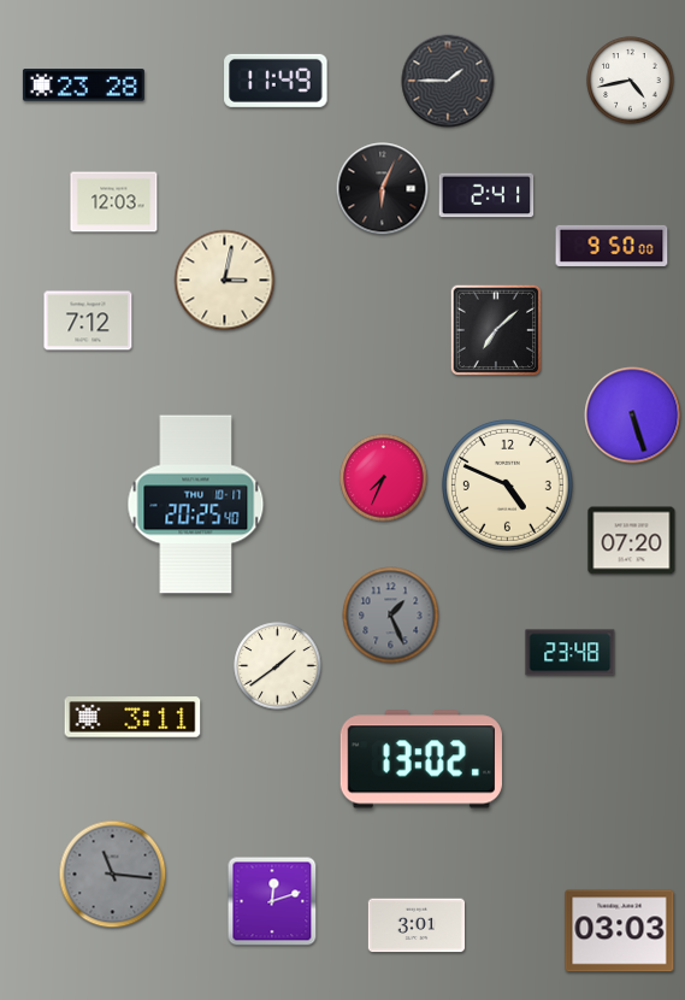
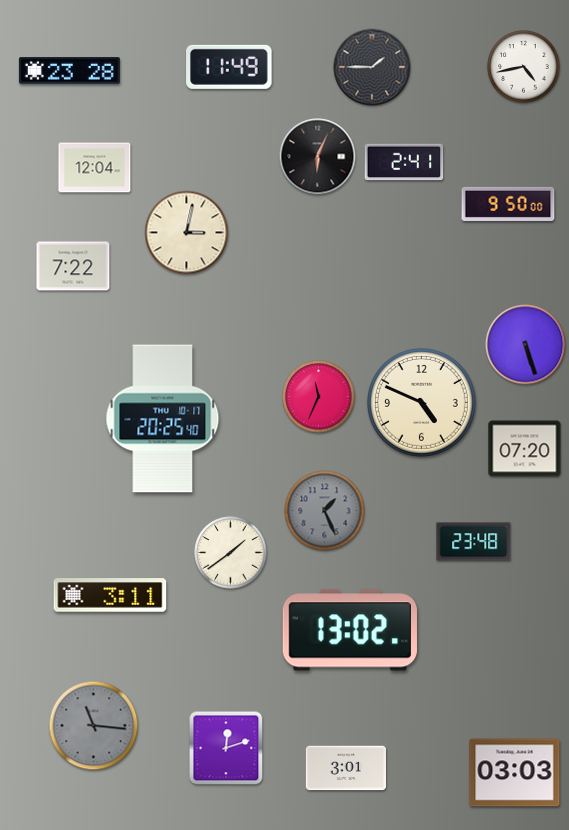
clock at (114, 202): 12:03 -> 12:04
clock at (88, 320): 7:12 -> 7:22
clock at (496, 330): 7:08 -> none
clock at (384, 478): 7:34 -> 11:34
